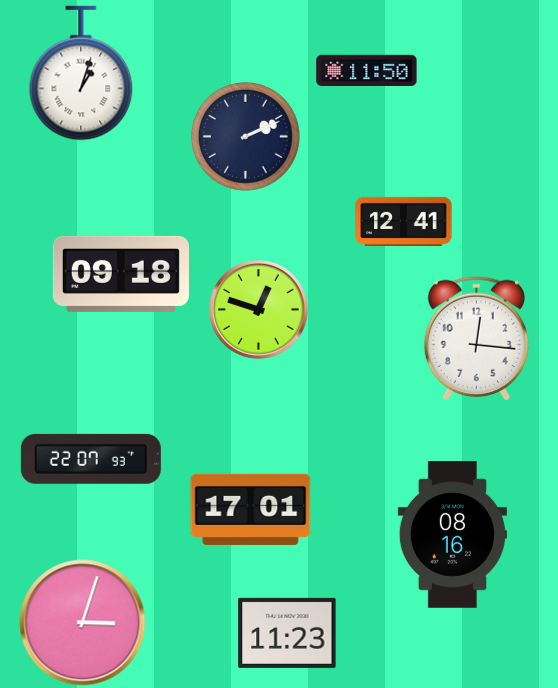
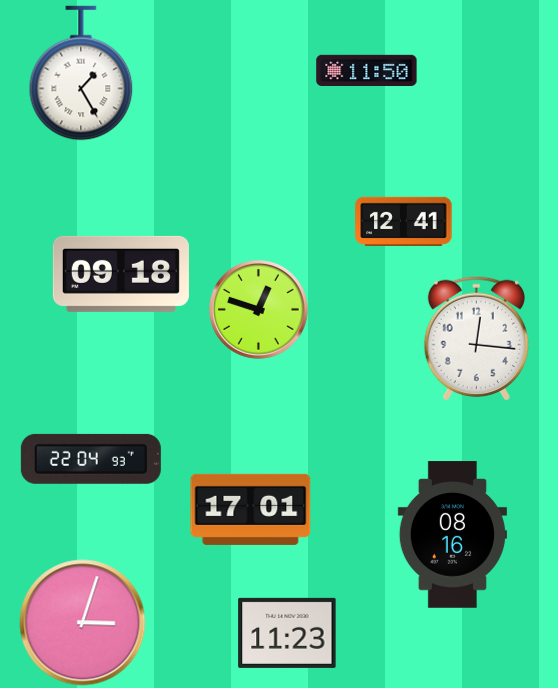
clock at (81, 73): 1:03 -> 1:25
clock at (245, 136): 2:11 -> none
clock at (91, 459): 22:07 -> 22:04
